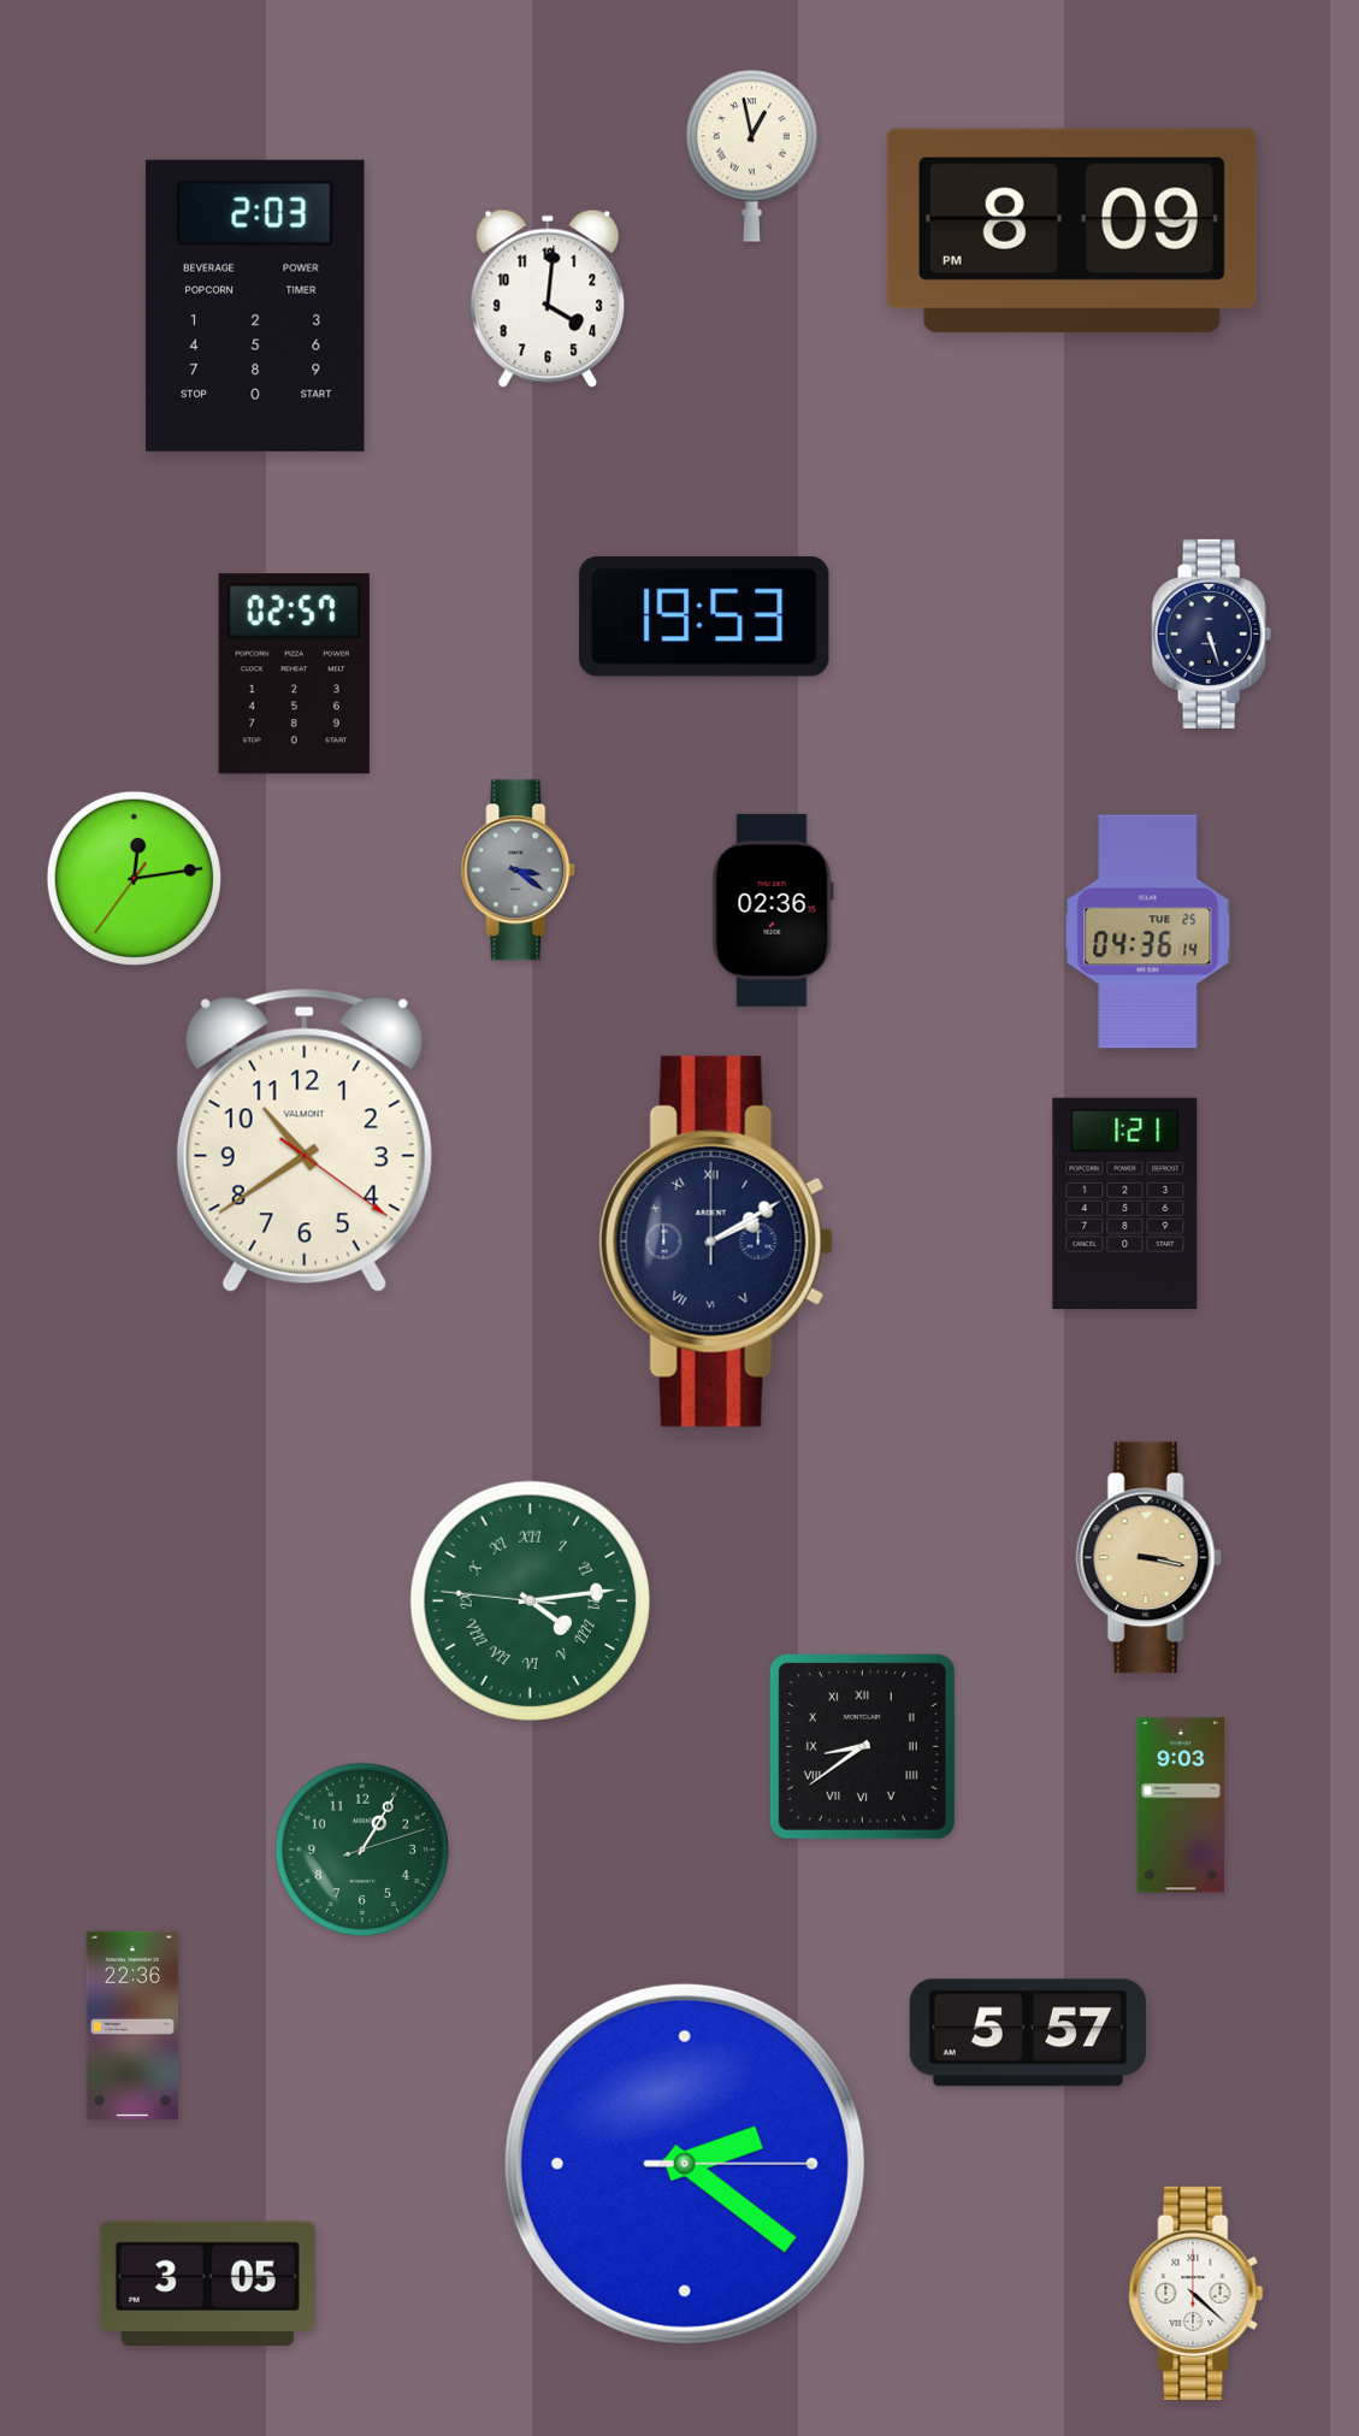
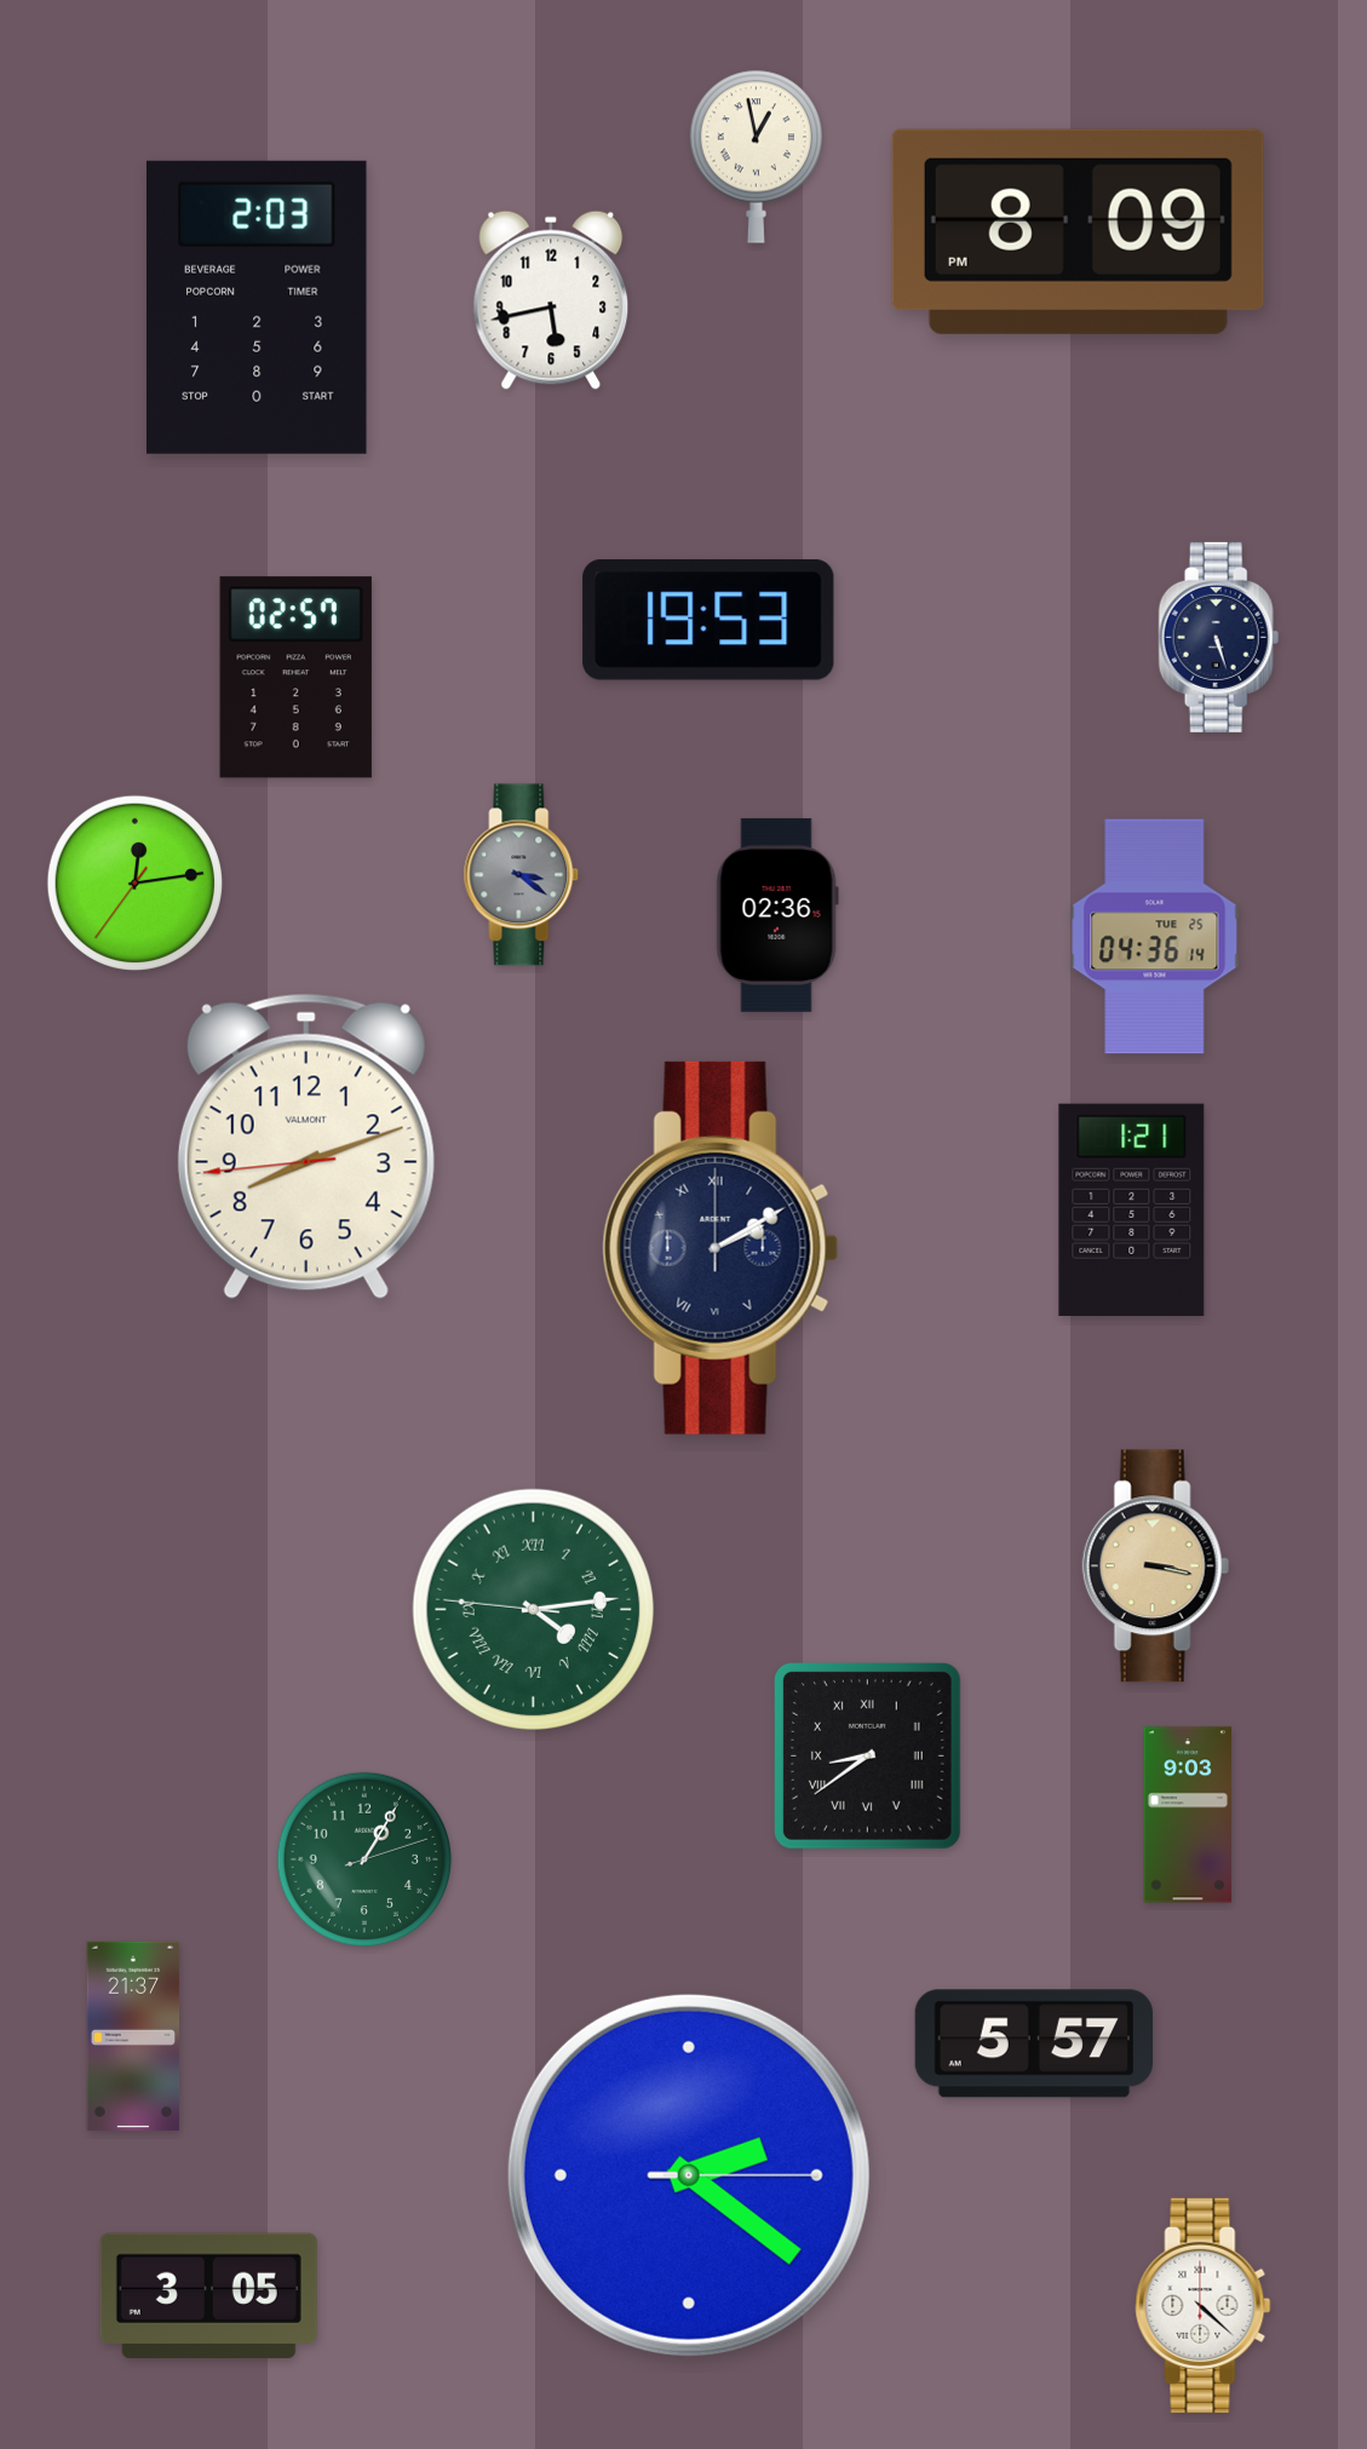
clock at (548, 299): 4:01 -> 5:43
clock at (305, 1140): 10:39 -> 8:11
clock at (132, 2025): 22:36 -> 21:37
